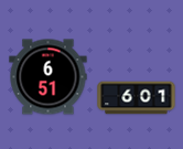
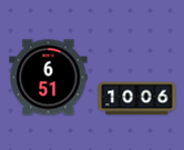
clock at (137, 98): 6:01 -> 10:06
